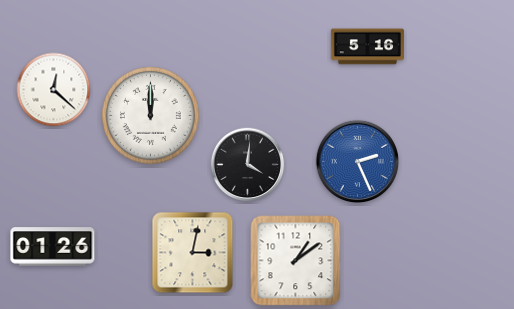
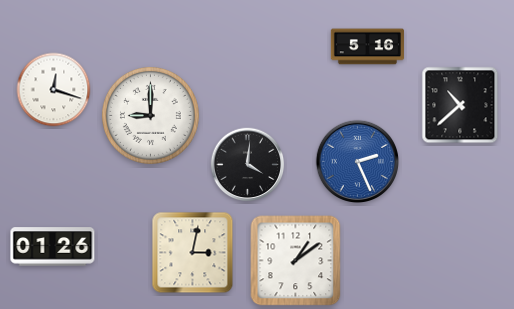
clock at (54, 90): 12:22 -> 12:18
clock at (460, 105): none -> 10:38
clock at (150, 115): 12:00 -> 9:00
